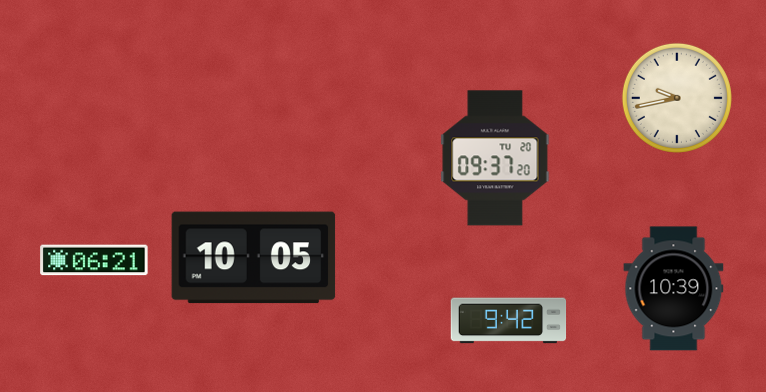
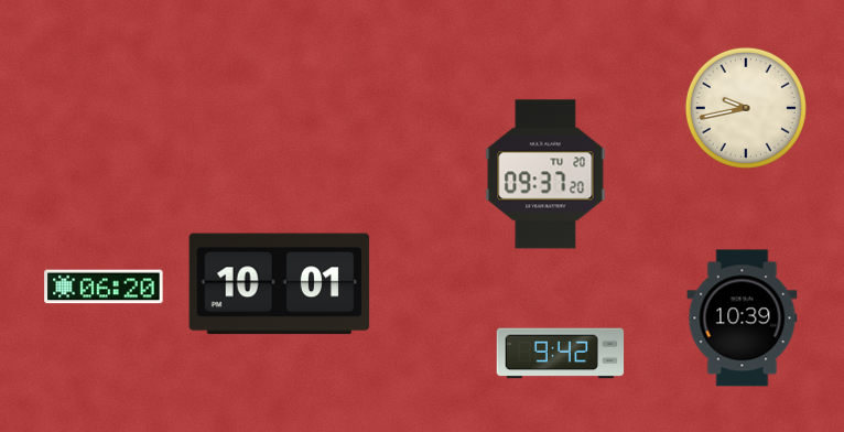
clock at (254, 258): 10:05 -> 10:01
clock at (94, 260): 06:21 -> 06:20
